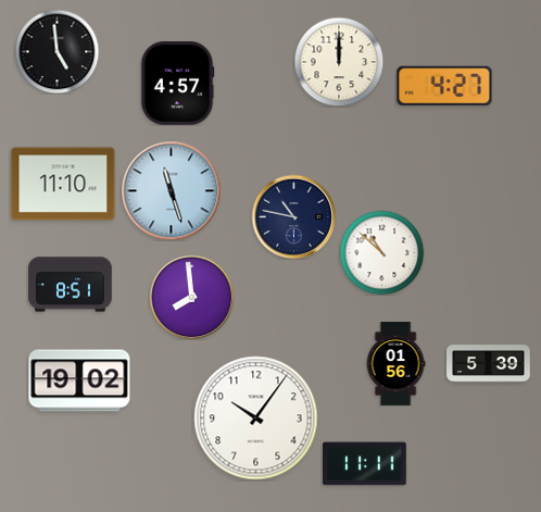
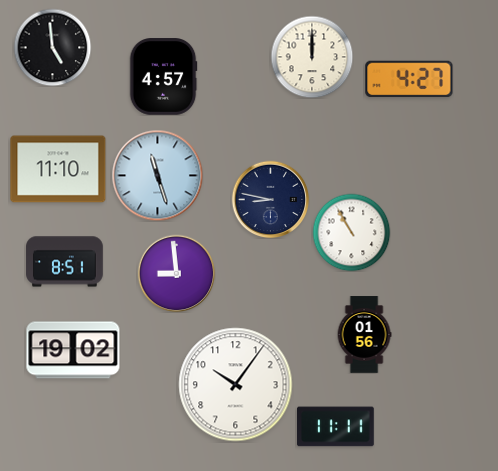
clock at (293, 216): 10:47 -> 8:47
clock at (381, 252): 10:52 -> 10:55
clock at (191, 297): 7:59 -> 8:59
clock at (489, 364): 5:39 -> none
